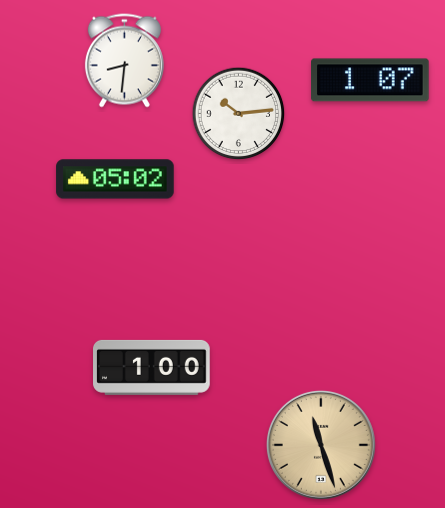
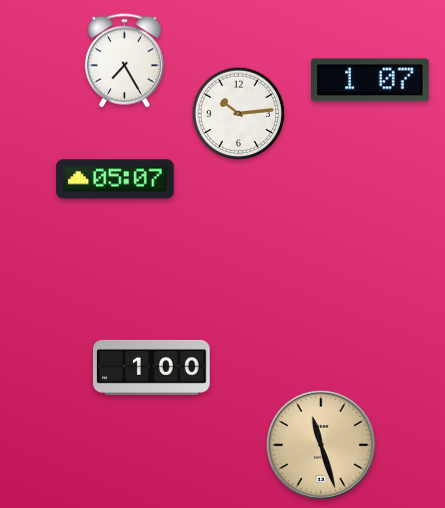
clock at (124, 61): 8:31 -> 7:25
clock at (115, 179): 05:02 -> 05:07
